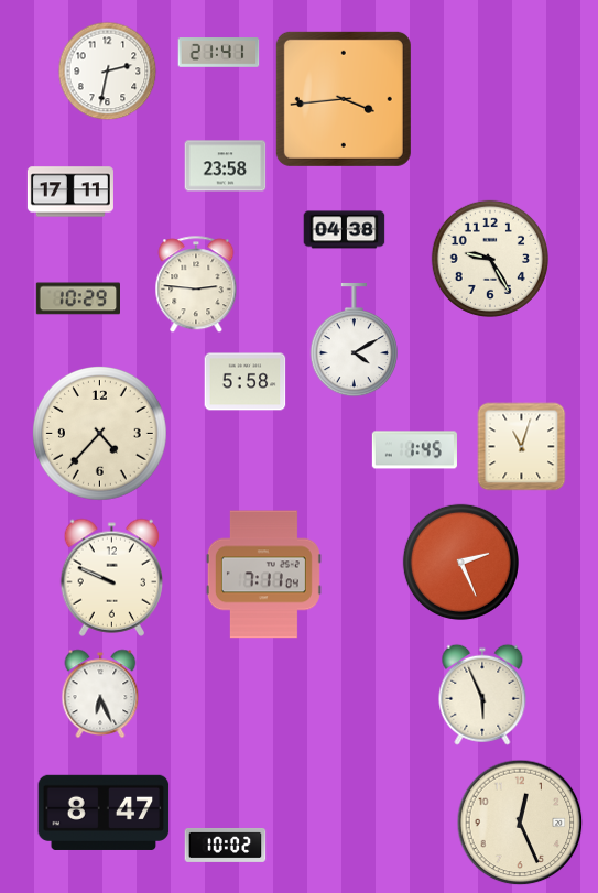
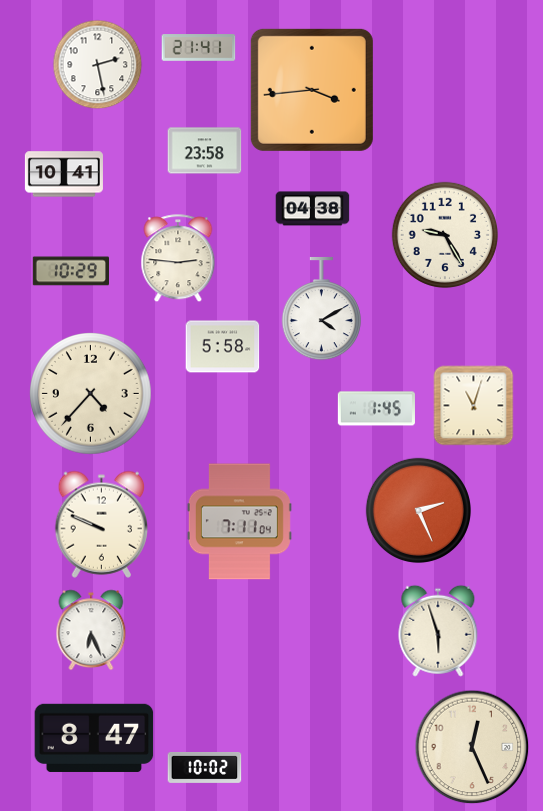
clock at (108, 72): 2:32 -> 2:28
clock at (70, 192): 17:11 -> 10:41
clock at (482, 695): 5:56 -> 5:57
